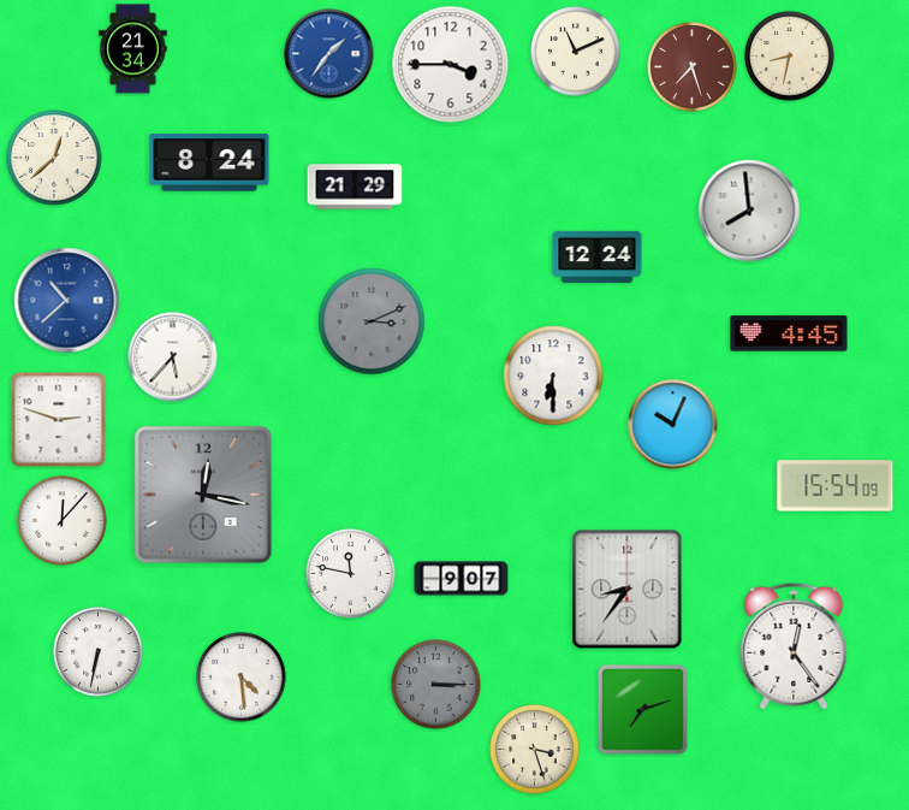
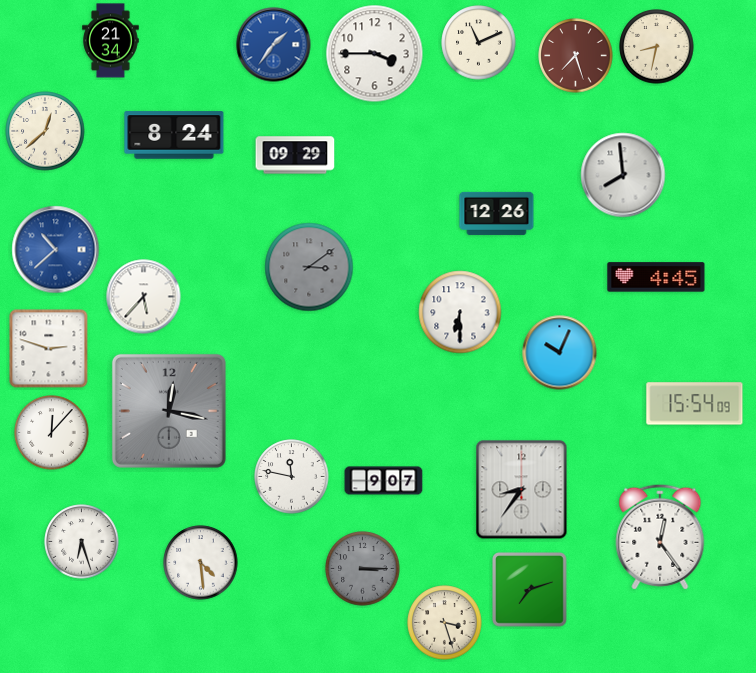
clock at (355, 187): 21:29 -> 09:29
clock at (598, 256): 12:24 -> 12:26
clock at (372, 321): 3:11 -> 3:09
clock at (99, 652): 6:32 -> 6:27
clock at (643, 710) position: (643, 710) -> (530, 590)
